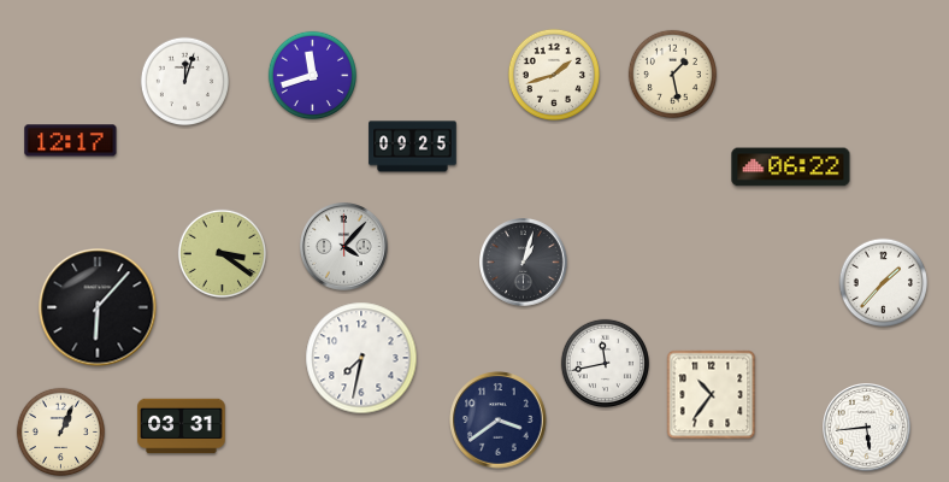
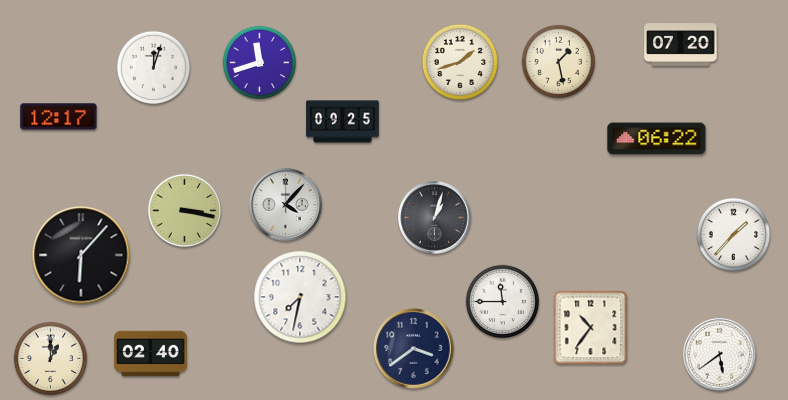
clock at (681, 45): none -> 07:20
clock at (223, 254): 3:21 -> 3:17
clock at (606, 364): 11:43 -> 11:45
clock at (182, 427): 03:31 -> 02:40
clock at (867, 428): 5:44 -> 5:39
clock at (61, 433): 1:04 -> 1:00
